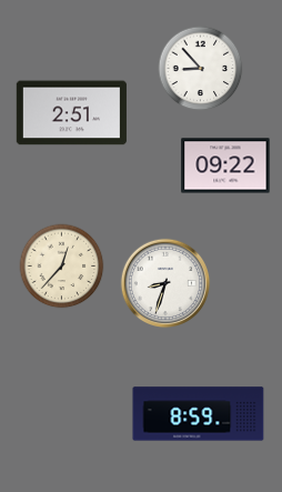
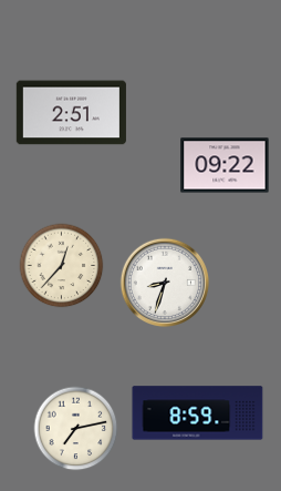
clock at (201, 69): 8:53 -> none
clock at (76, 429): none -> 7:13
